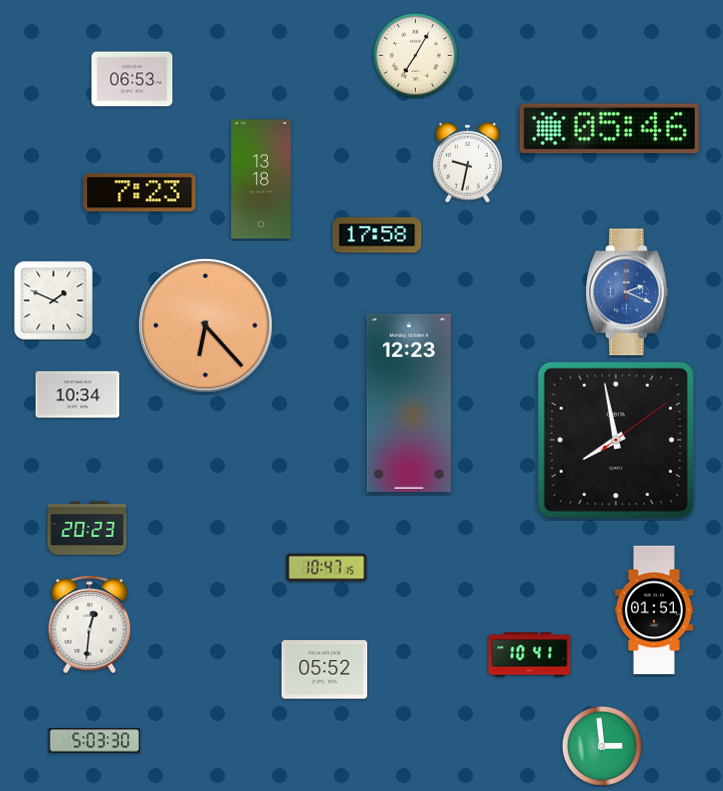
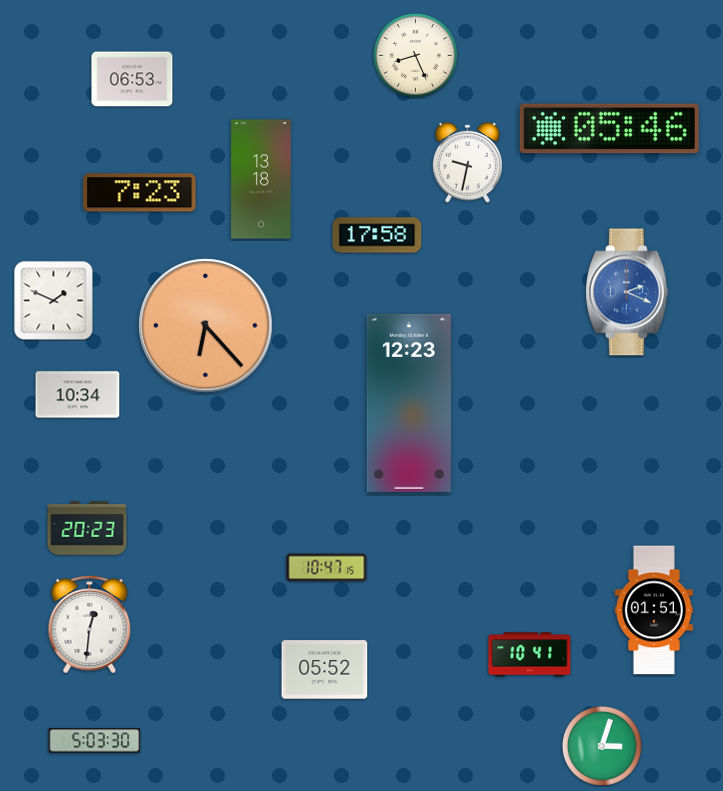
clock at (415, 55): 7:05 -> 8:26
clock at (616, 440): 7:58 -> none
clock at (602, 746): 2:59 -> 3:03
